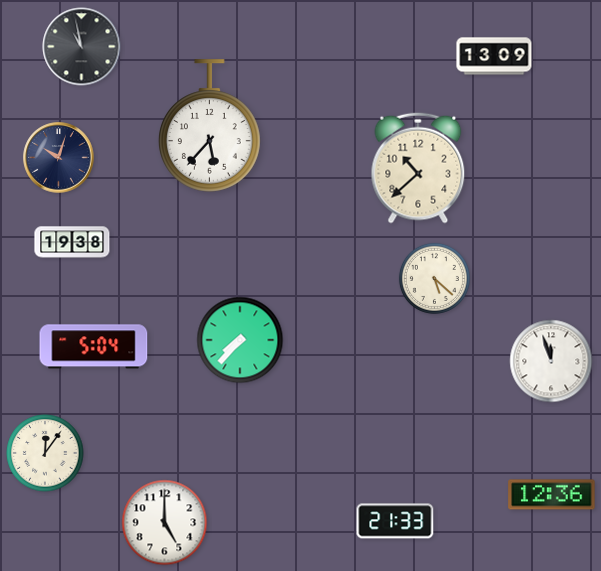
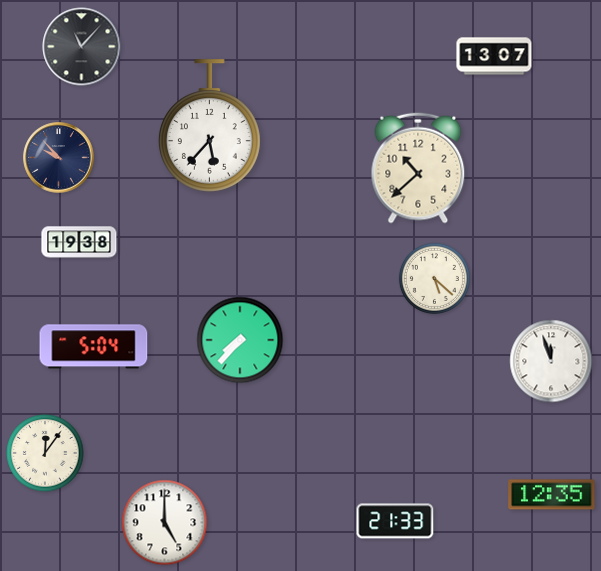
clock at (82, 47): 10:58 -> 11:07
clock at (494, 56): 13:09 -> 13:07
clock at (59, 158): 10:03 -> 9:53
clock at (72, 242) position: (72, 242) -> (79, 242)
clock at (552, 495): 12:36 -> 12:35
